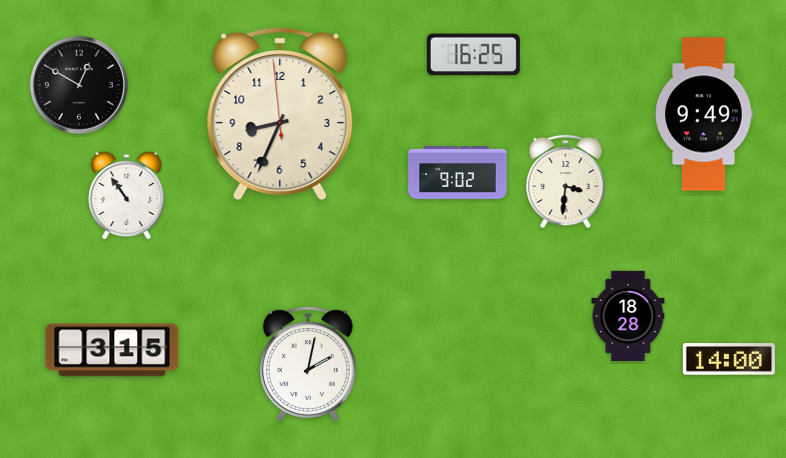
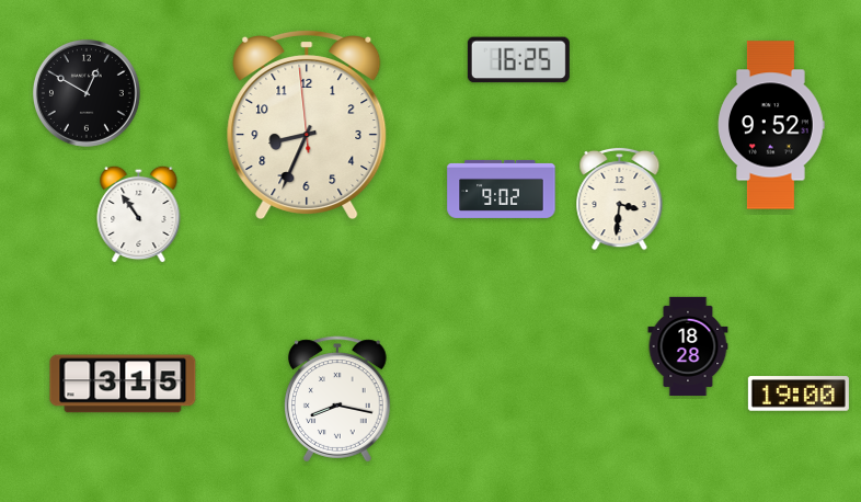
clock at (704, 114): 9:49 -> 9:52
clock at (729, 359): 14:00 -> 19:00
clock at (309, 364): 2:02 -> 8:17
